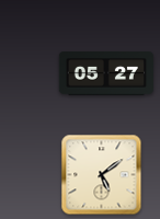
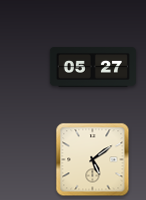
clock at (106, 74) position: (106, 74) -> (93, 68)
